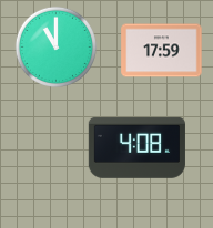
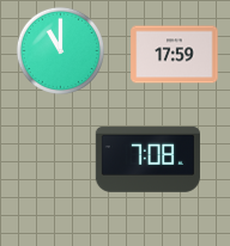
clock at (136, 147): 4:08 -> 7:08
